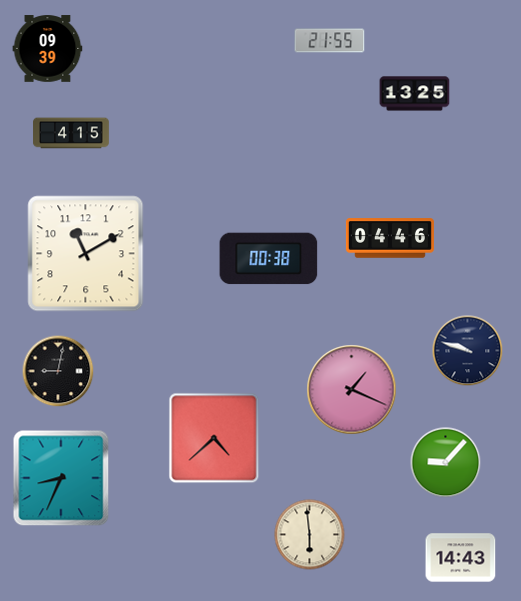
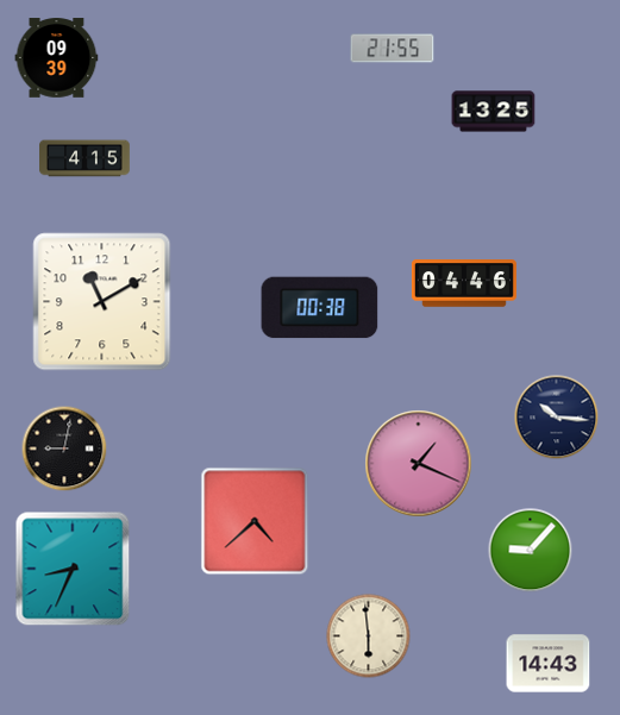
clock at (468, 351): 9:48 -> 10:16
clock at (58, 371) position: (58, 371) -> (64, 449)
